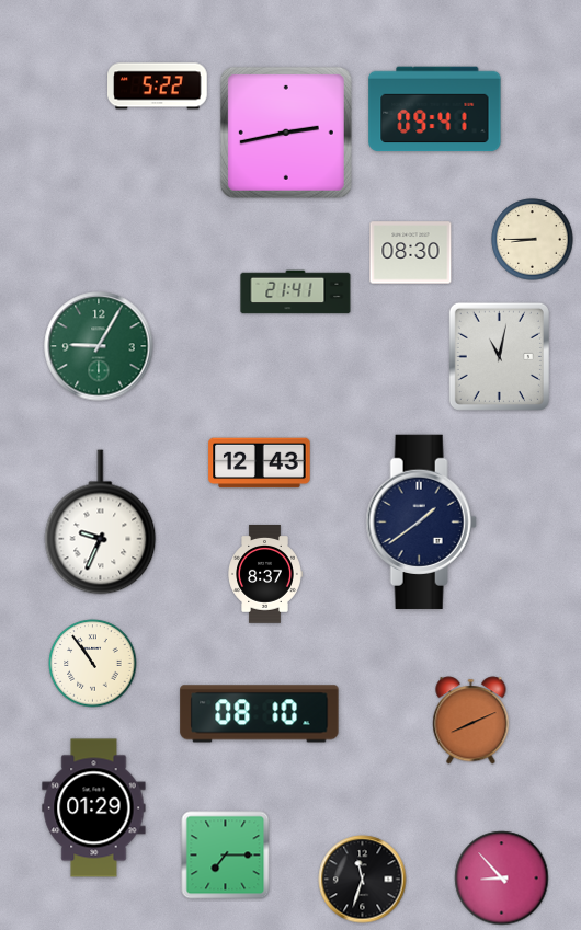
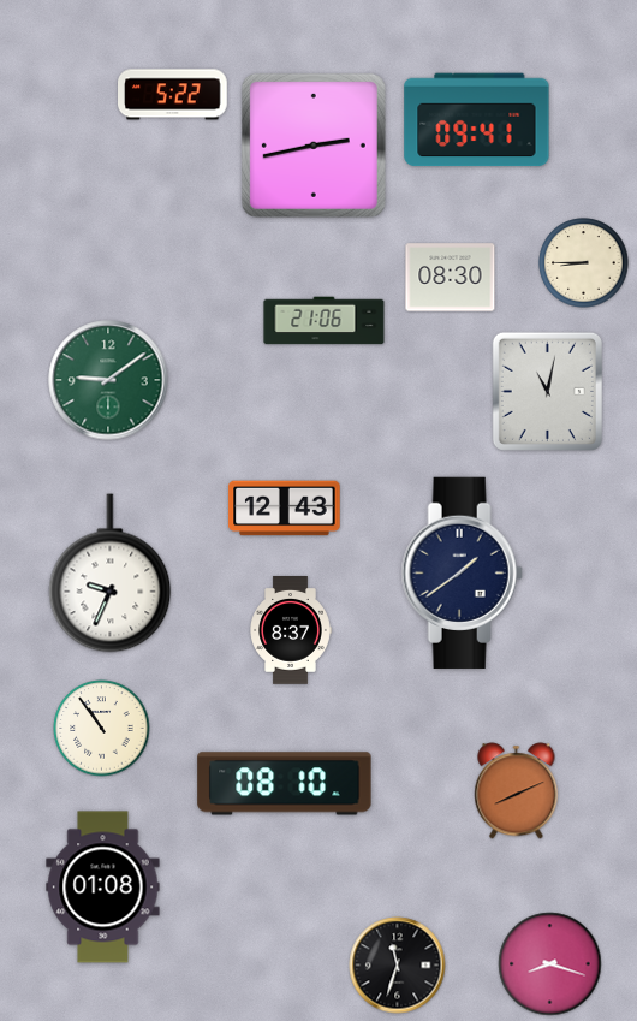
clock at (296, 292): 21:41 -> 21:06
clock at (99, 346): 9:05 -> 9:09
clock at (94, 808): 01:29 -> 01:08
clock at (226, 856): 7:15 -> none
clock at (502, 879): 8:53 -> 8:18
